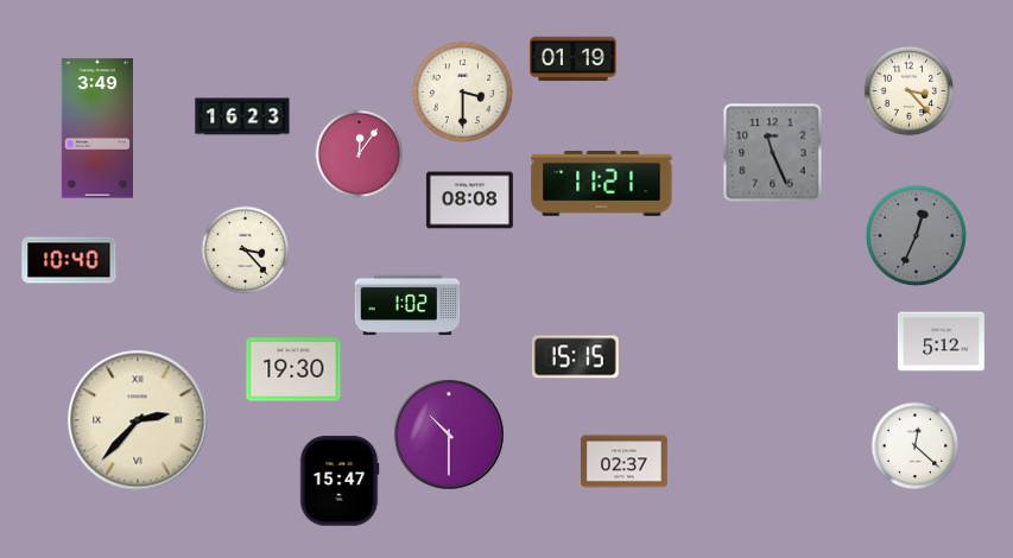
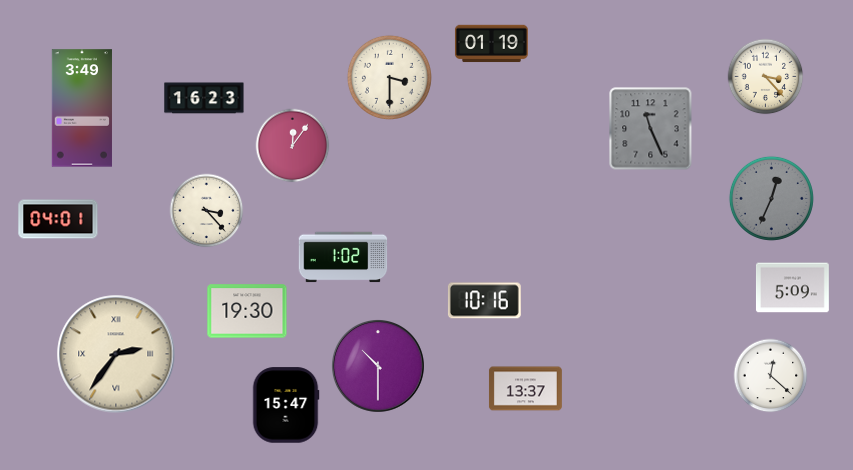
clock at (572, 59) position: (572, 59) -> (491, 44)
clock at (360, 154) position: (360, 154) -> (293, 146)
clock at (602, 184): 11:21 -> none
clock at (469, 201): 08:08 -> none
clock at (69, 260): 10:40 -> 04:01
clock at (941, 342): 5:12 -> 5:09
clock at (575, 357): 15:15 -> 10:16
clock at (138, 420): 2:37 -> 2:36
clock at (623, 462): 02:37 -> 13:37
